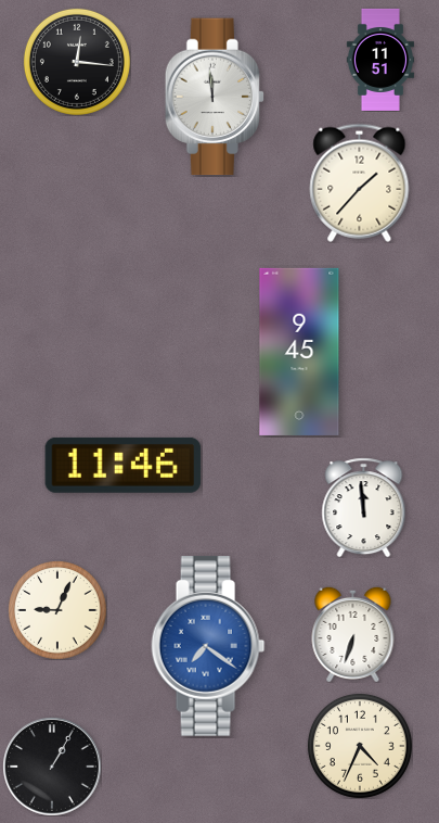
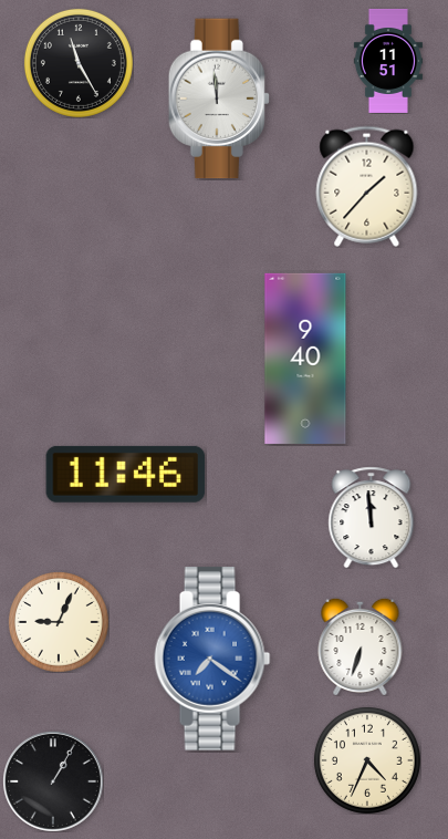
clock at (77, 62): 12:16 -> 11:25
clock at (299, 352): 9:45 -> 9:40
